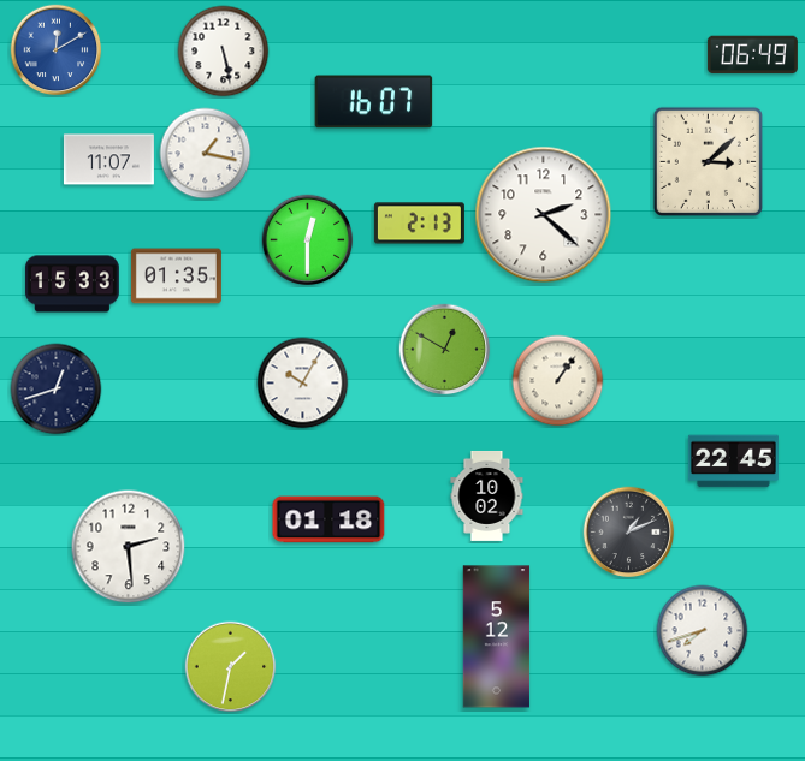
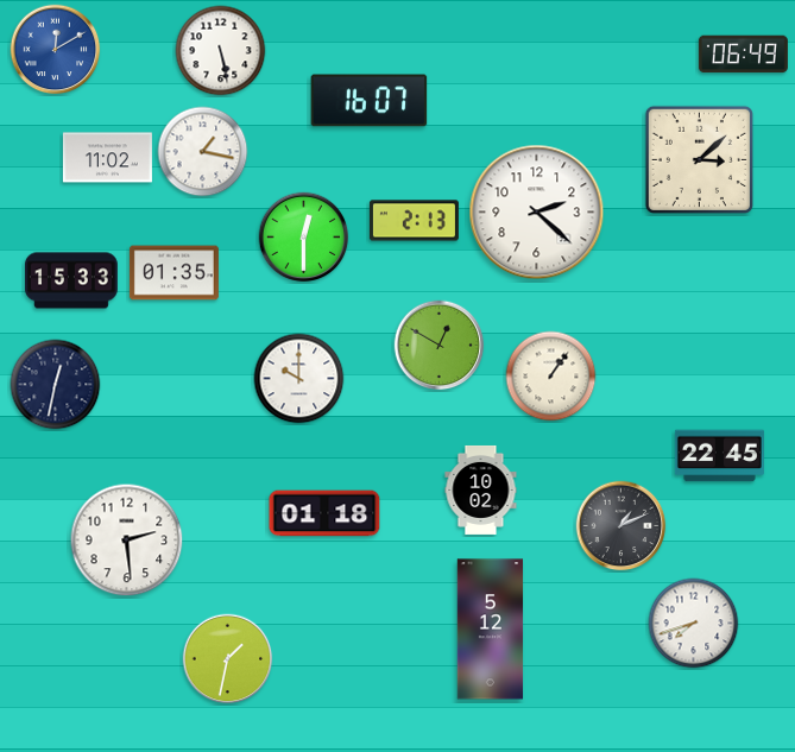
clock at (108, 160): 11:07 -> 11:02
clock at (303, 384): 10:05 -> 10:00
clock at (57, 390): 12:42 -> 12:32
clock at (733, 462) position: (733, 462) -> (719, 456)
